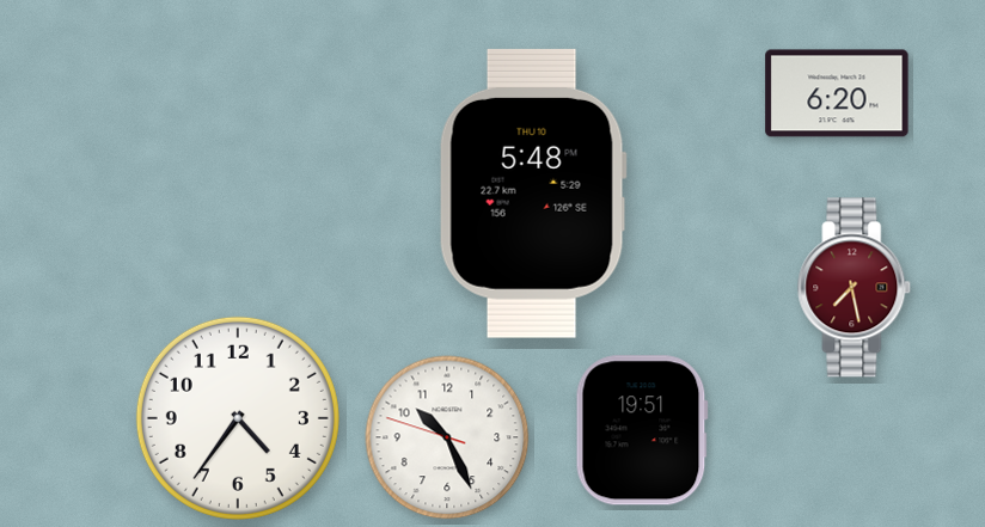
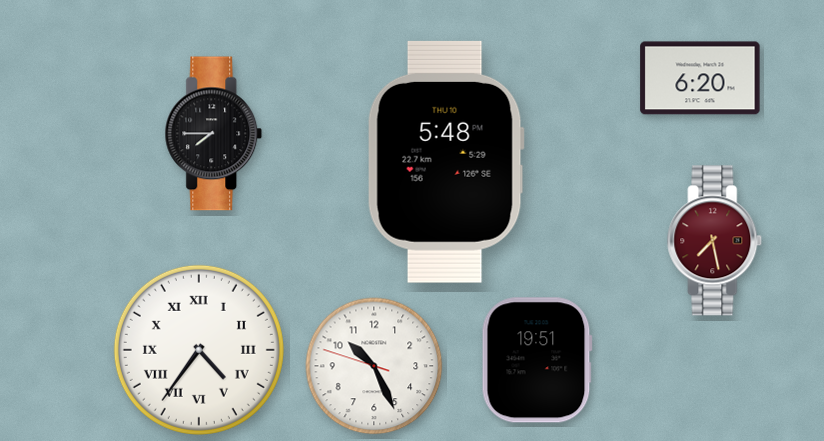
clock at (214, 134): none -> 7:45
clock at (238, 418) numerals: Arabic -> Roman
